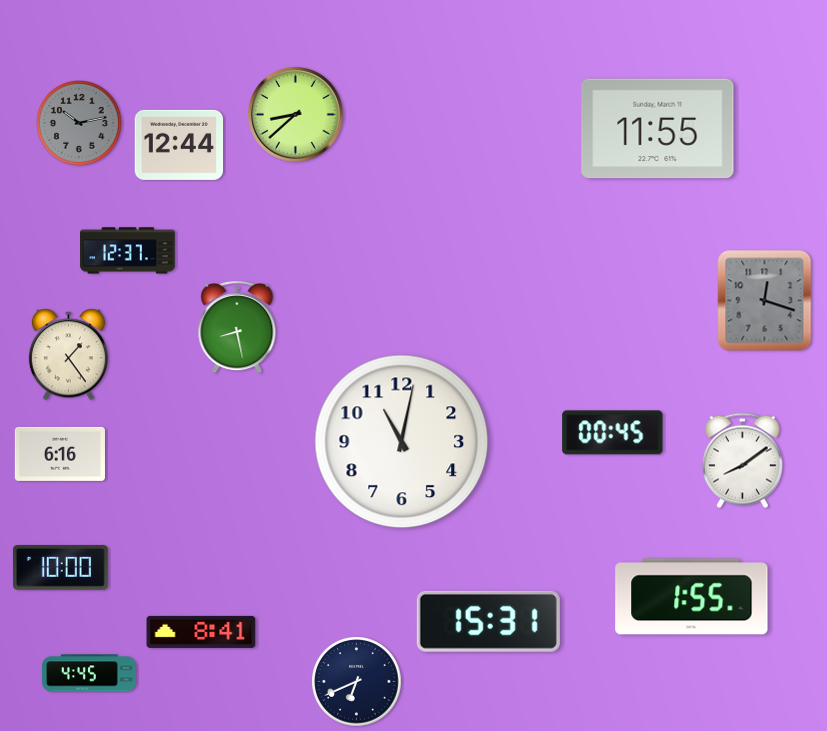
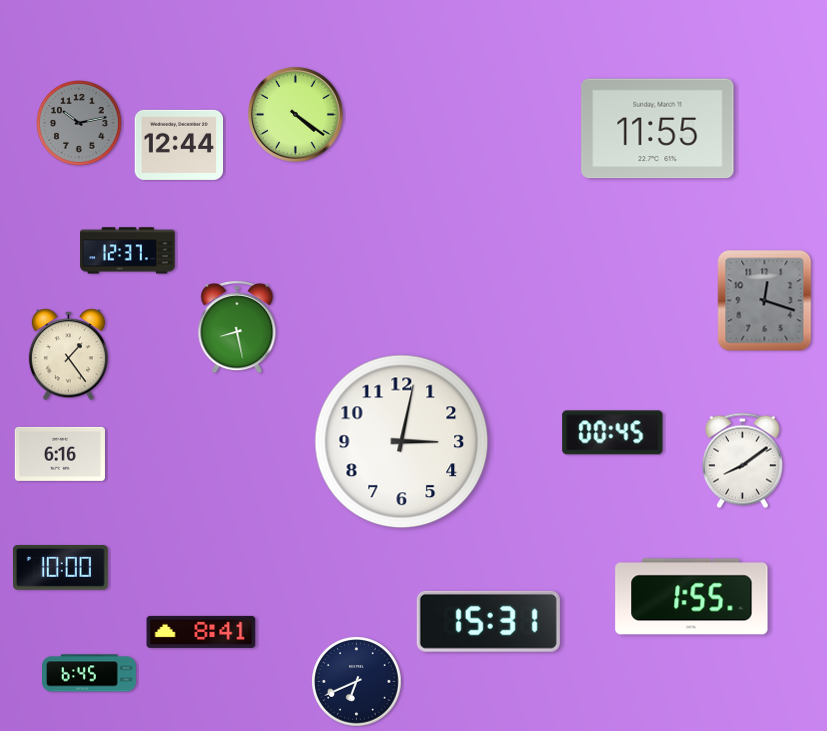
clock at (296, 115): 8:38 -> 4:21
clock at (402, 442): 11:02 -> 3:02
clock at (90, 673): 4:45 -> 6:45
